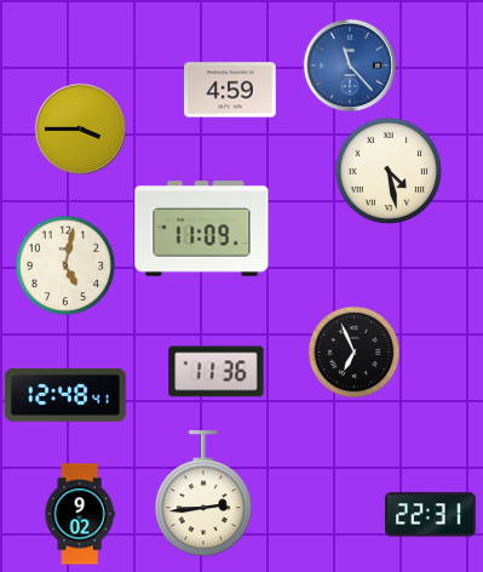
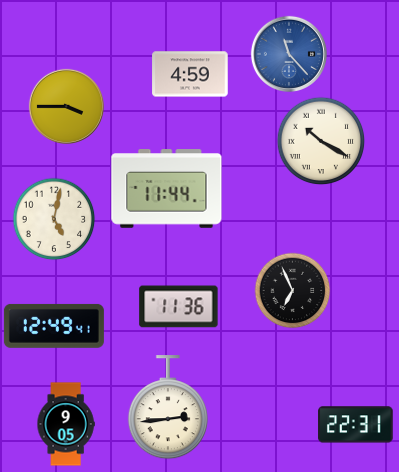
clock at (389, 171): 4:28 -> 10:20
clock at (202, 229): 11:09 -> 11:44
clock at (65, 395): 12:48 -> 12:49
clock at (80, 514): 9:02 -> 9:05
